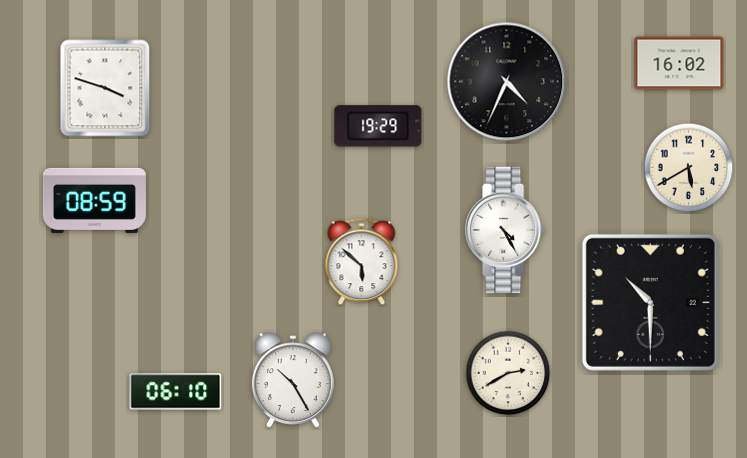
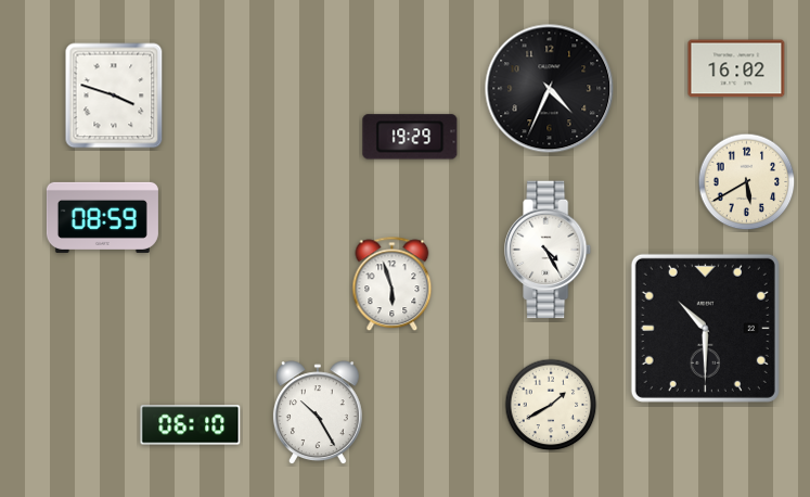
clock at (362, 262): 5:52 -> 5:57
clock at (508, 373): 2:40 -> 1:40
